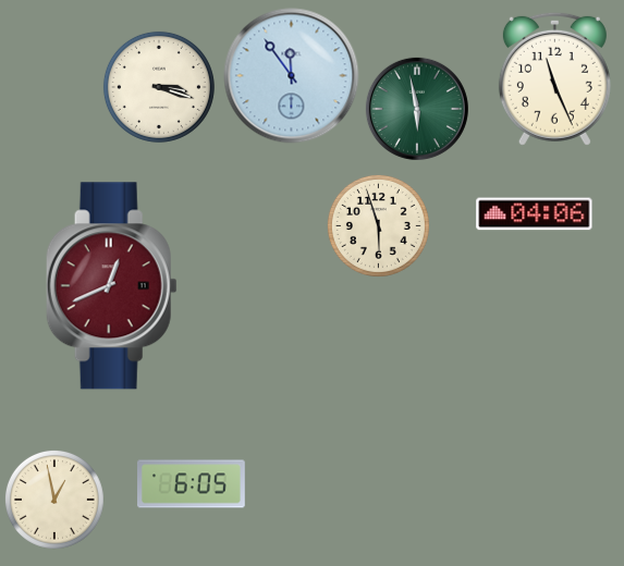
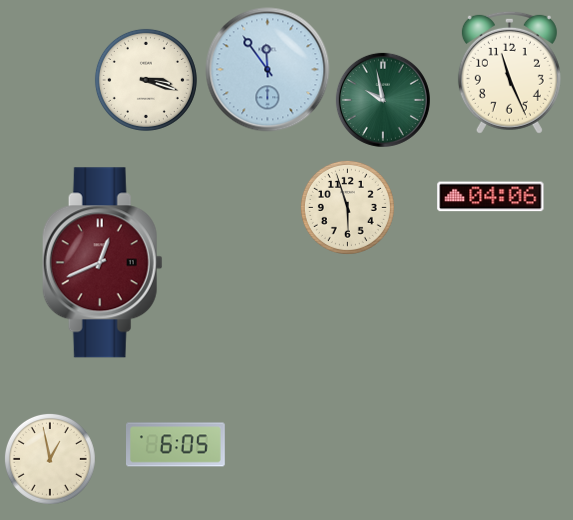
clock at (417, 109): 5:58 -> 9:58
